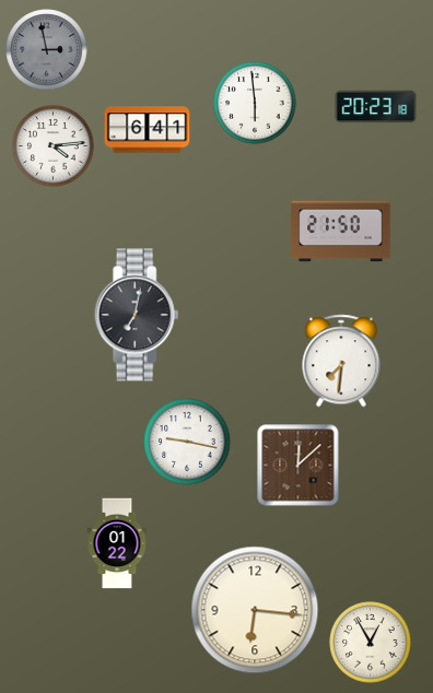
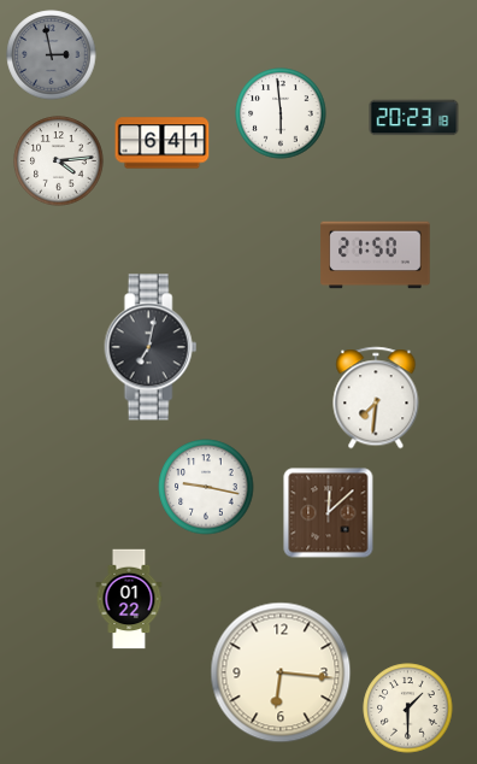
clock at (371, 643): 12:55 -> 1:30
